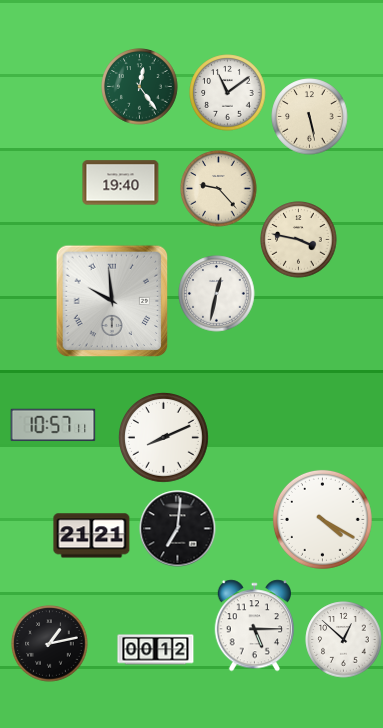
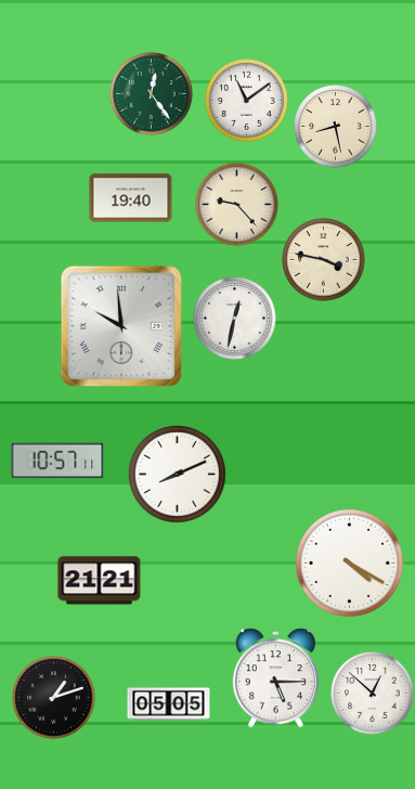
clock at (310, 117): 5:28 -> 8:28
clock at (178, 529): 7:01 -> none
clock at (50, 644): 1:13 -> 1:12
clock at (156, 650): 00:12 -> 05:05
